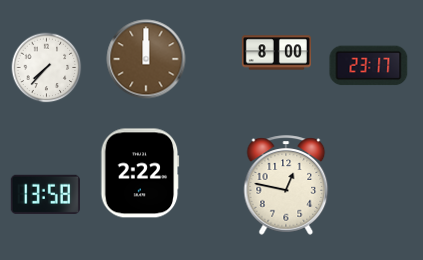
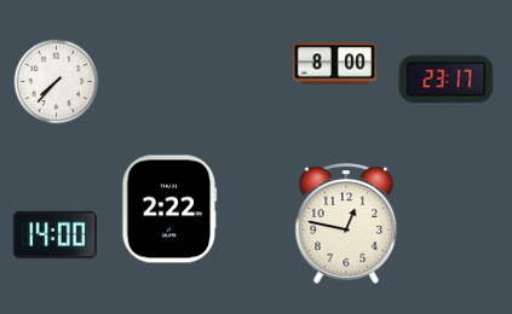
clock at (146, 59): 12:00 -> none
clock at (45, 194): 13:58 -> 14:00
